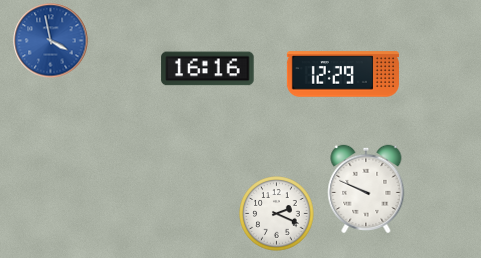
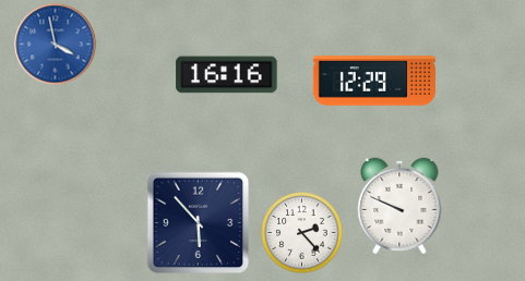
clock at (199, 223): none -> 5:53
clock at (277, 214): 2:19 -> 2:23
